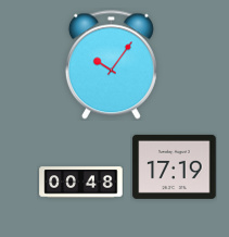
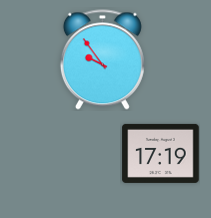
clock at (111, 65): 10:06 -> 9:54
clock at (81, 183): 00:48 -> none
